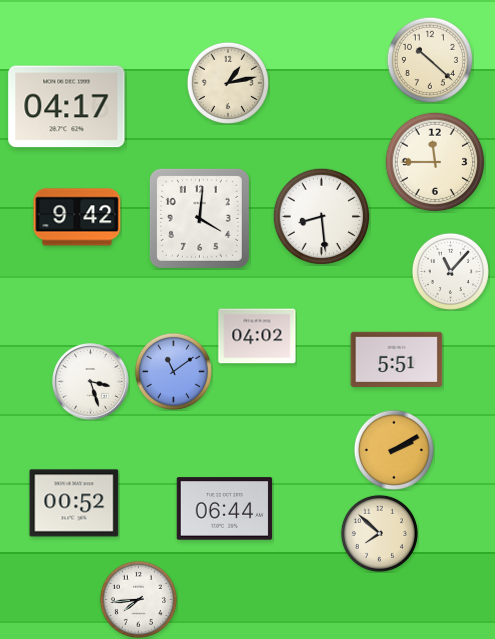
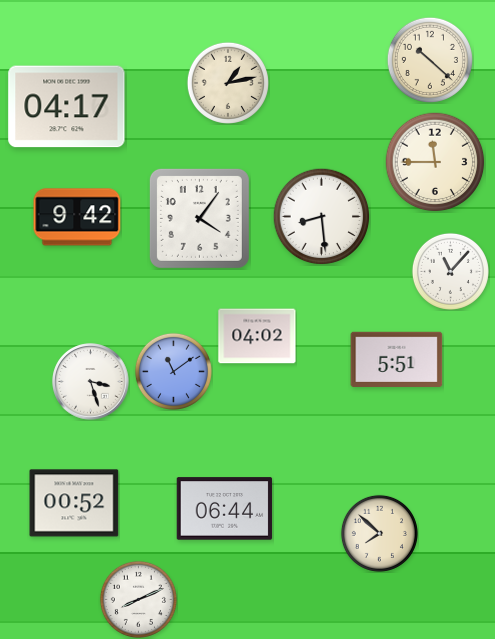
clock at (199, 218): 4:01 -> 4:06
clock at (394, 450): 2:10 -> none
clock at (138, 599): 7:44 -> 8:11
